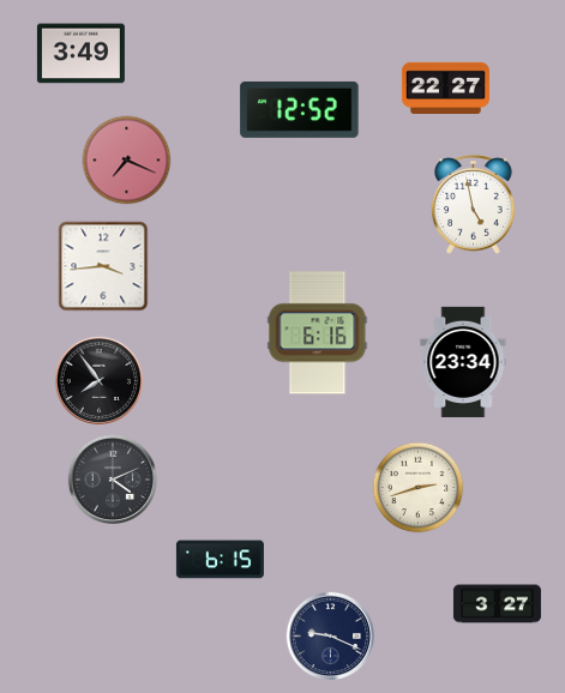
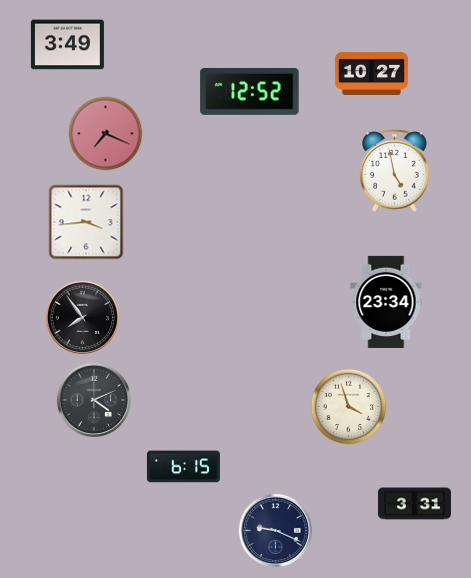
clock at (445, 88): 22:27 -> 10:27
clock at (318, 333): 6:16 -> none
clock at (419, 488): 2:42 -> 3:57
clock at (497, 604): 3:27 -> 3:31
